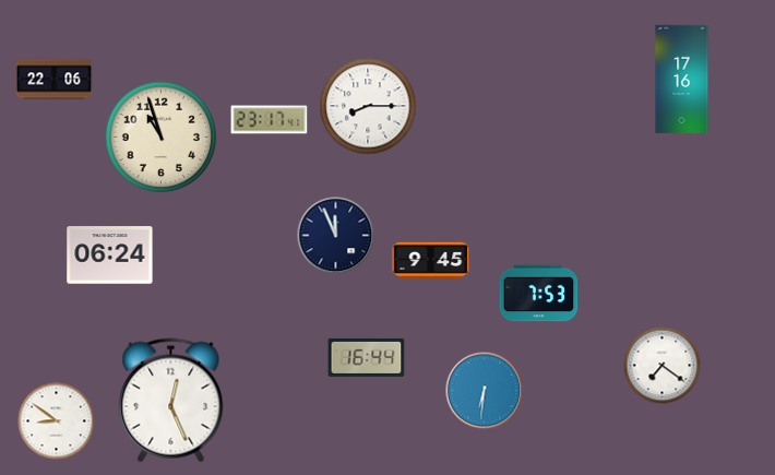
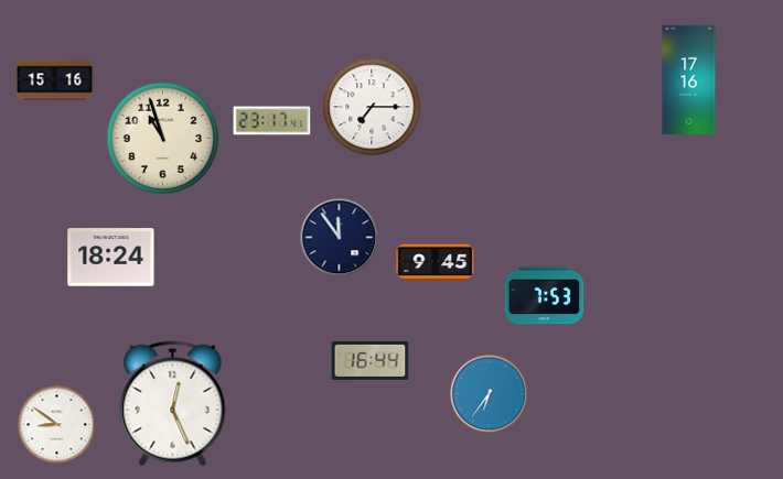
clock at (55, 80): 22:06 -> 15:16
clock at (368, 106): 8:15 -> 7:15
clock at (336, 236): 11:56 -> 11:54
clock at (110, 256): 06:24 -> 18:24
clock at (663, 366): 7:21 -> none
clock at (485, 391): 6:31 -> 6:36
